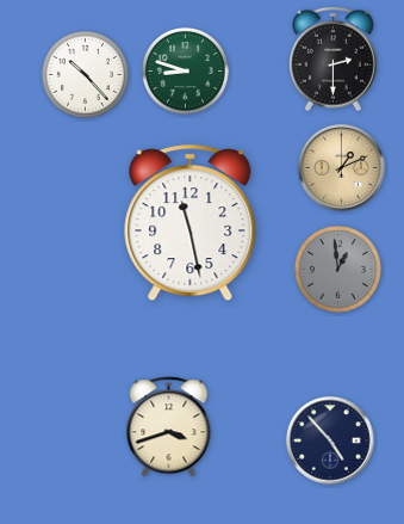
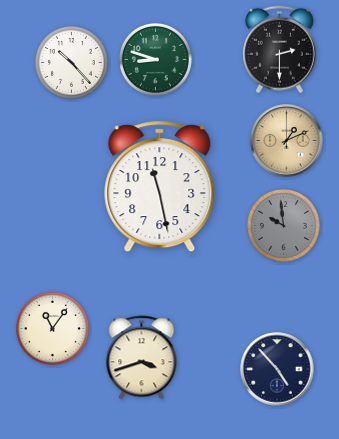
clock at (337, 269): 12:59 -> 9:59
clock at (52, 328): none -> 11:06
